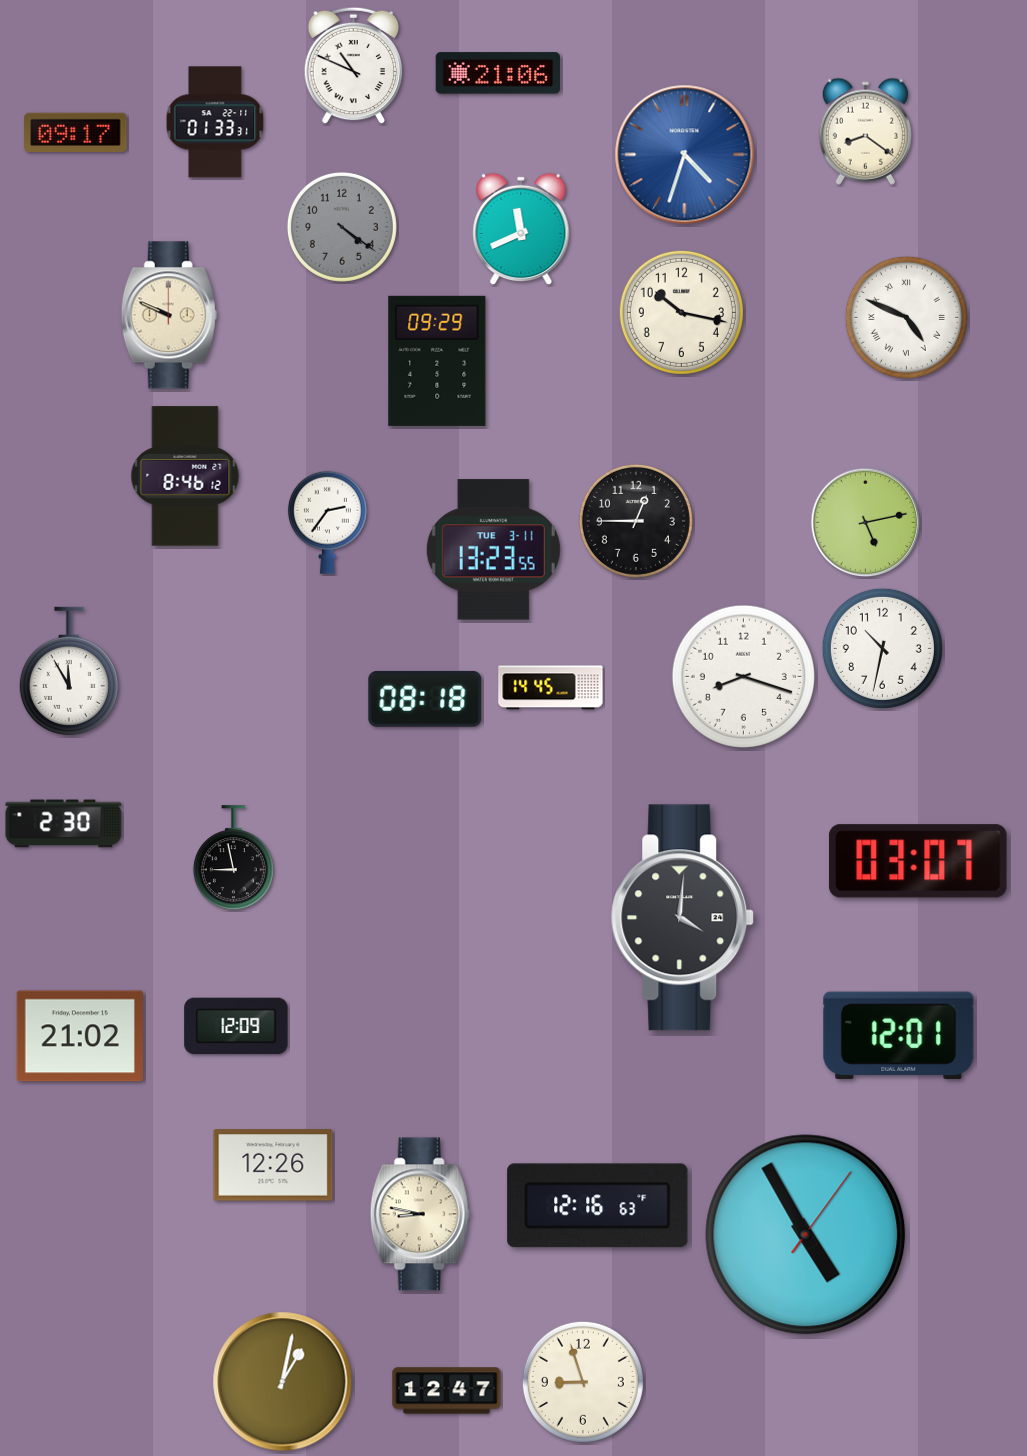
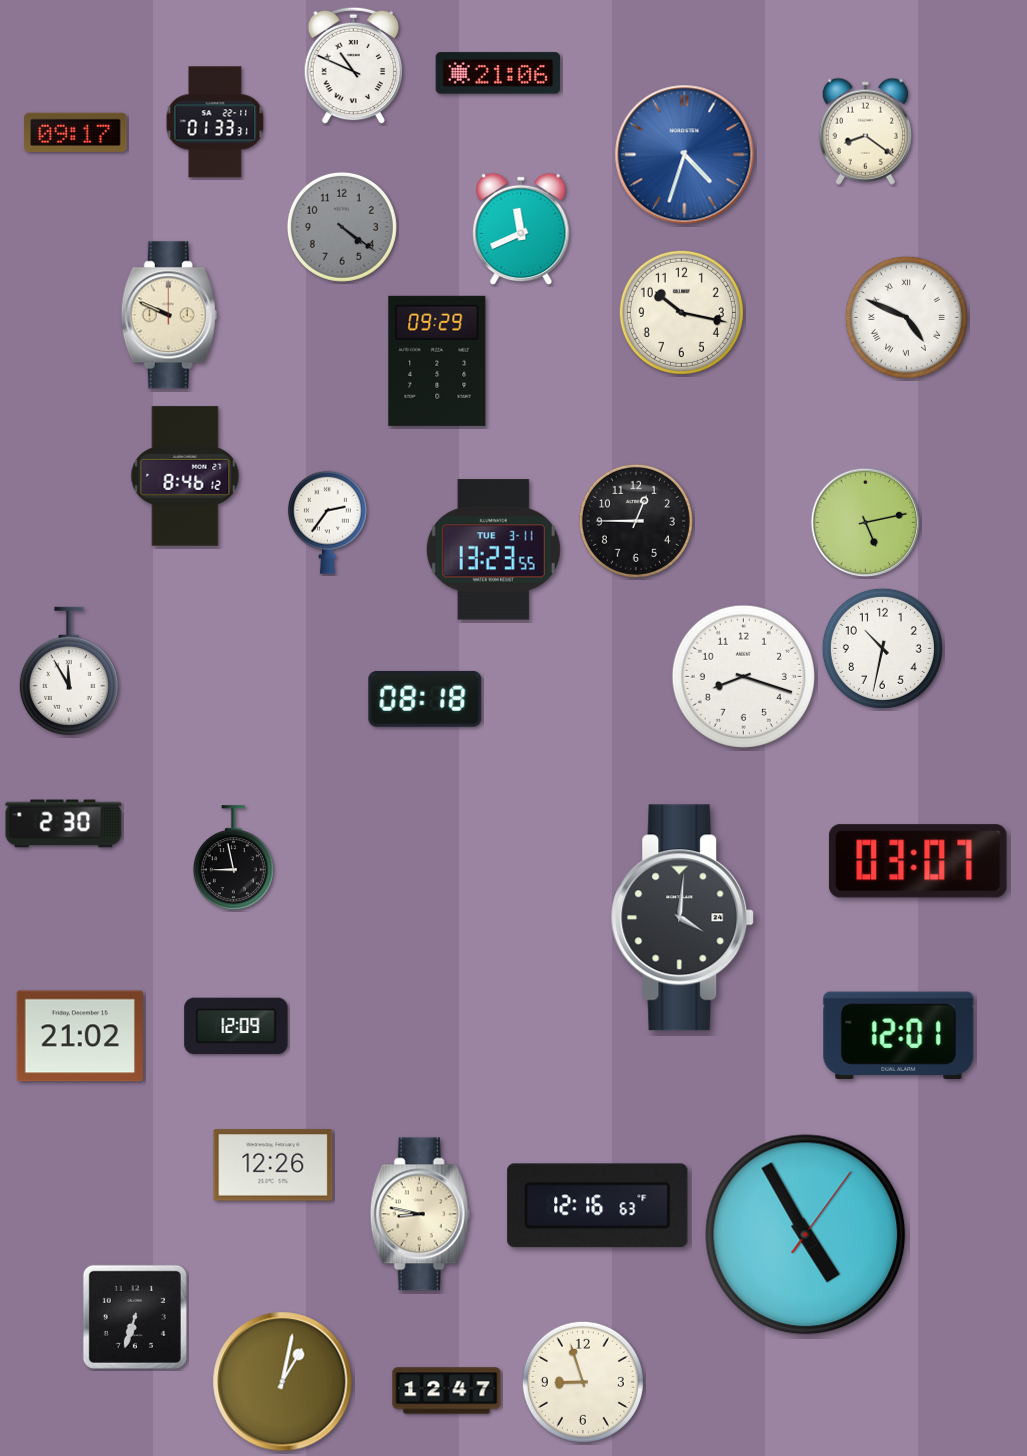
clock at (551, 688): 14:45 -> none
clock at (135, 1317): none -> 6:33
